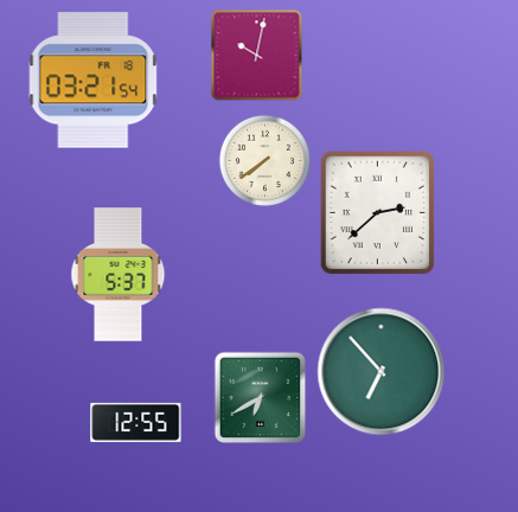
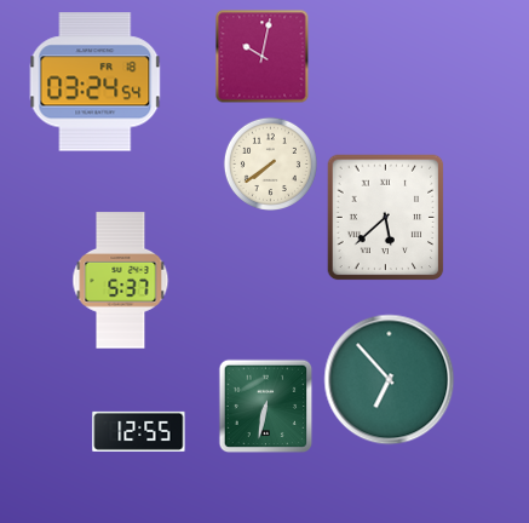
clock at (94, 81): 03:21 -> 03:24
clock at (378, 213): 2:38 -> 5:38
clock at (260, 397): 6:40 -> 6:32
